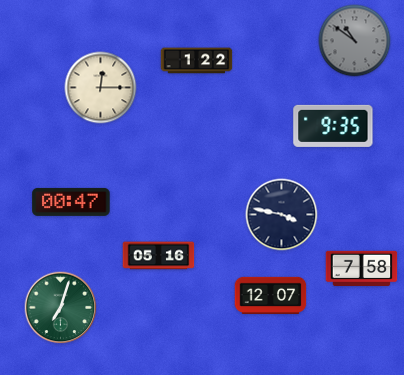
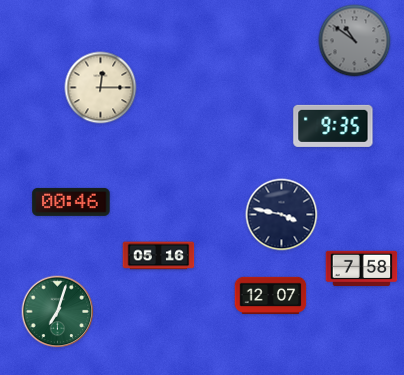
clock at (197, 61): 1:22 -> none
clock at (71, 202): 00:47 -> 00:46
clock at (61, 308) position: (61, 308) -> (58, 312)
